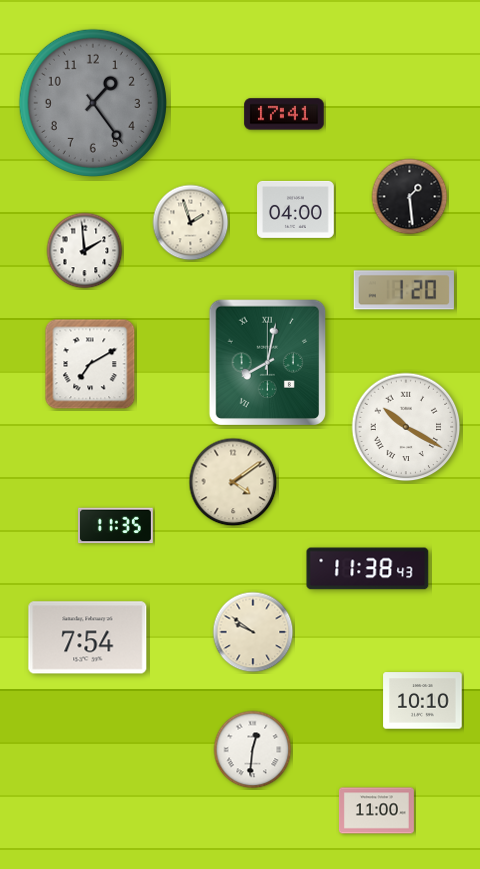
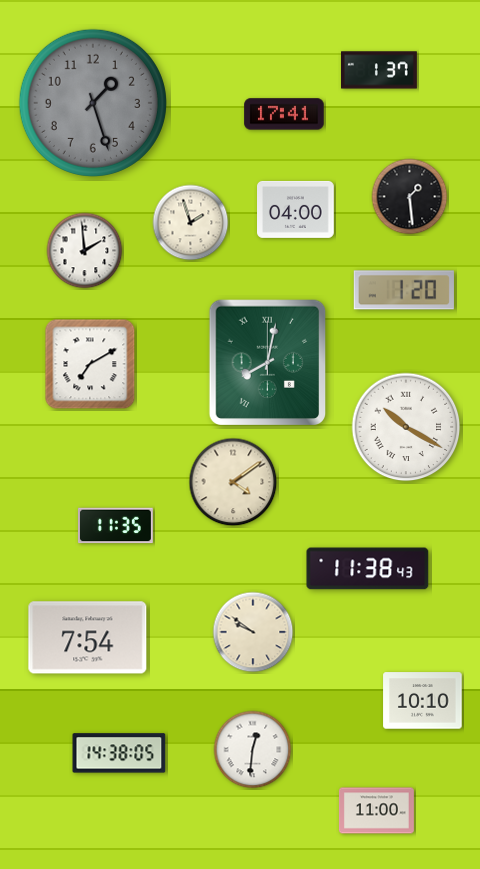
clock at (380, 70): none -> 1:37
clock at (93, 103): 1:24 -> 1:27
clock at (119, 753): none -> 14:38
